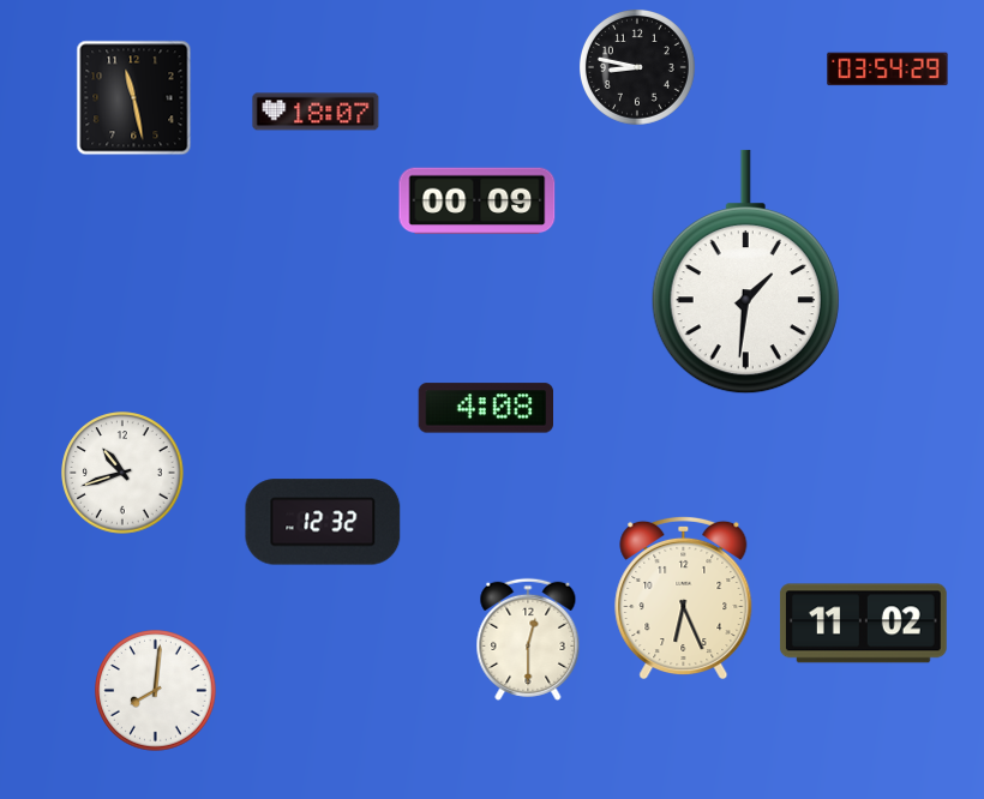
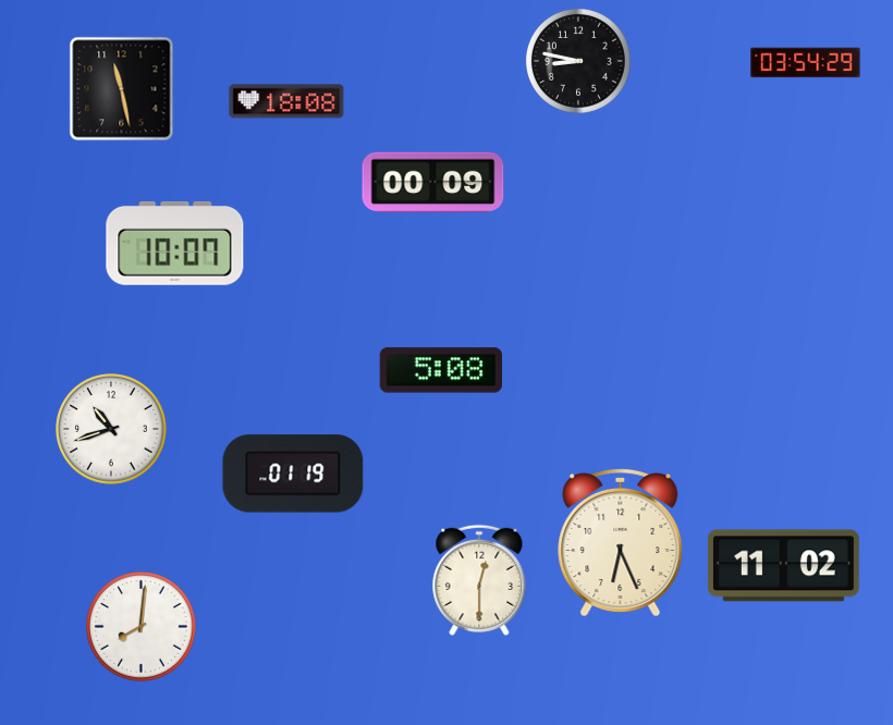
clock at (316, 112): 18:07 -> 18:08
clock at (175, 243): none -> 10:07
clock at (745, 272): 1:31 -> none
clock at (485, 408): 4:08 -> 5:08
clock at (323, 522): 12:32 -> 01:19
